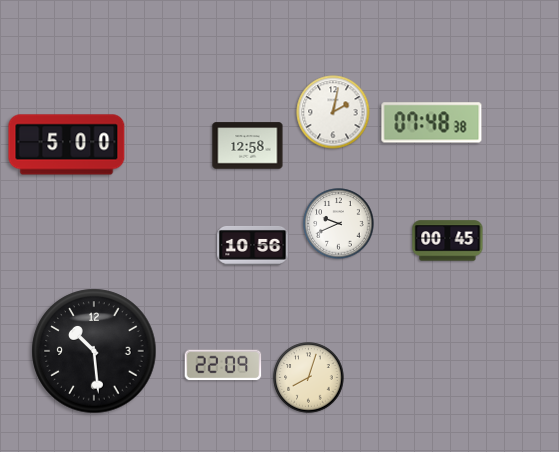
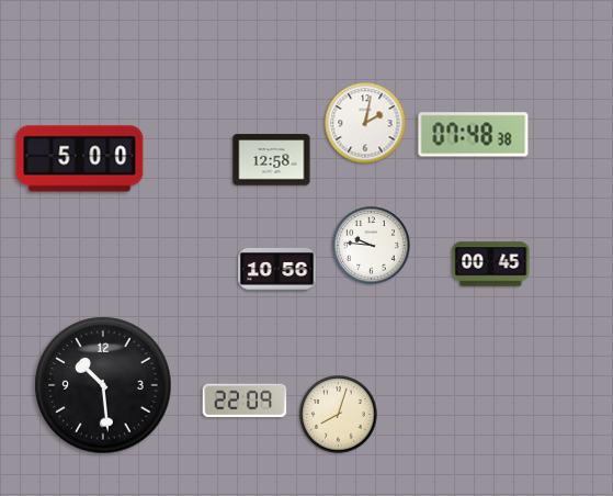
clock at (67, 145) position: (67, 145) -> (80, 159)
clock at (339, 224): 9:41 -> 9:46
